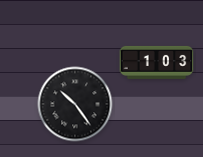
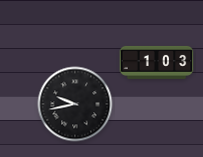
clock at (75, 104): 10:24 -> 9:43
